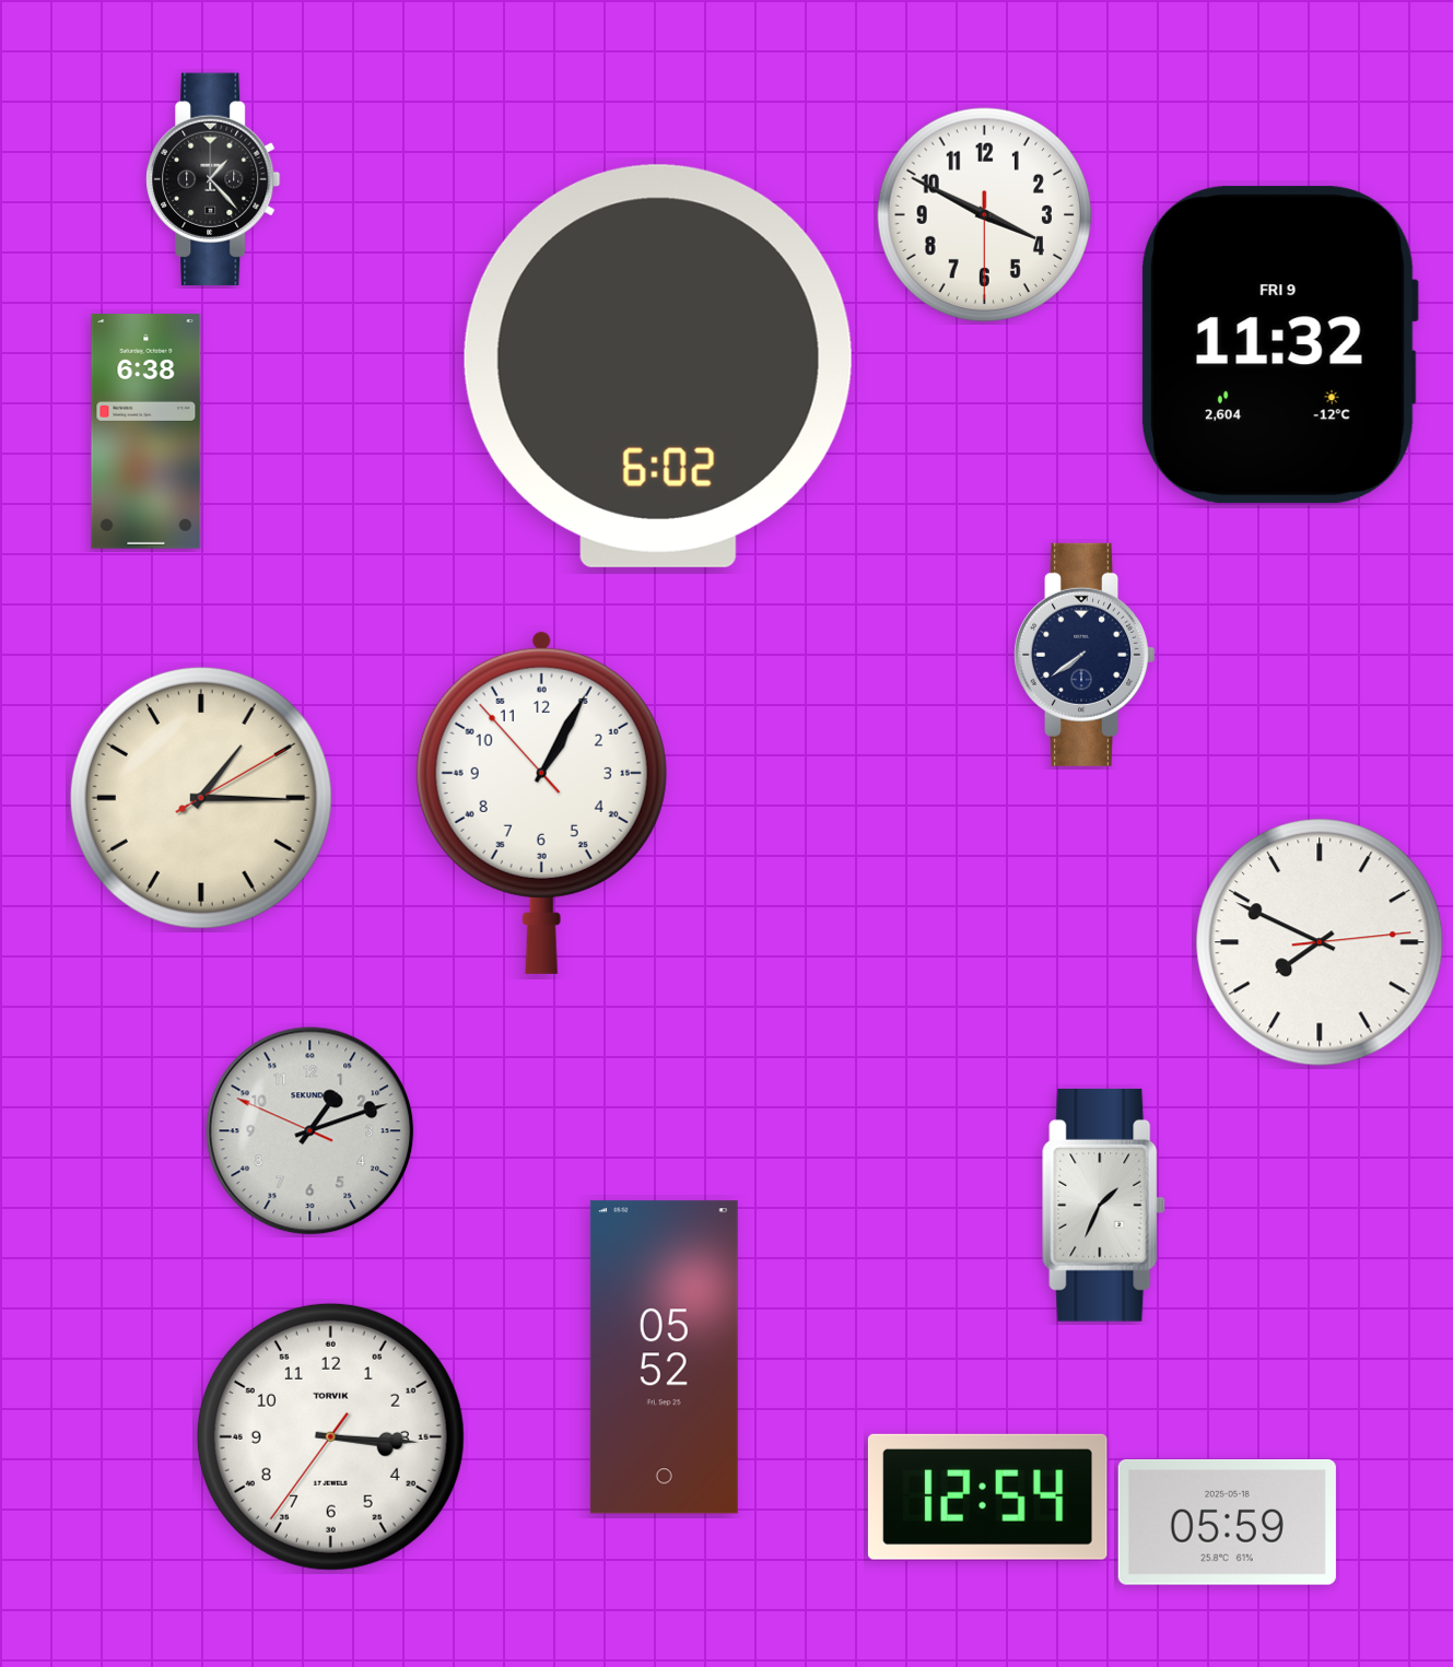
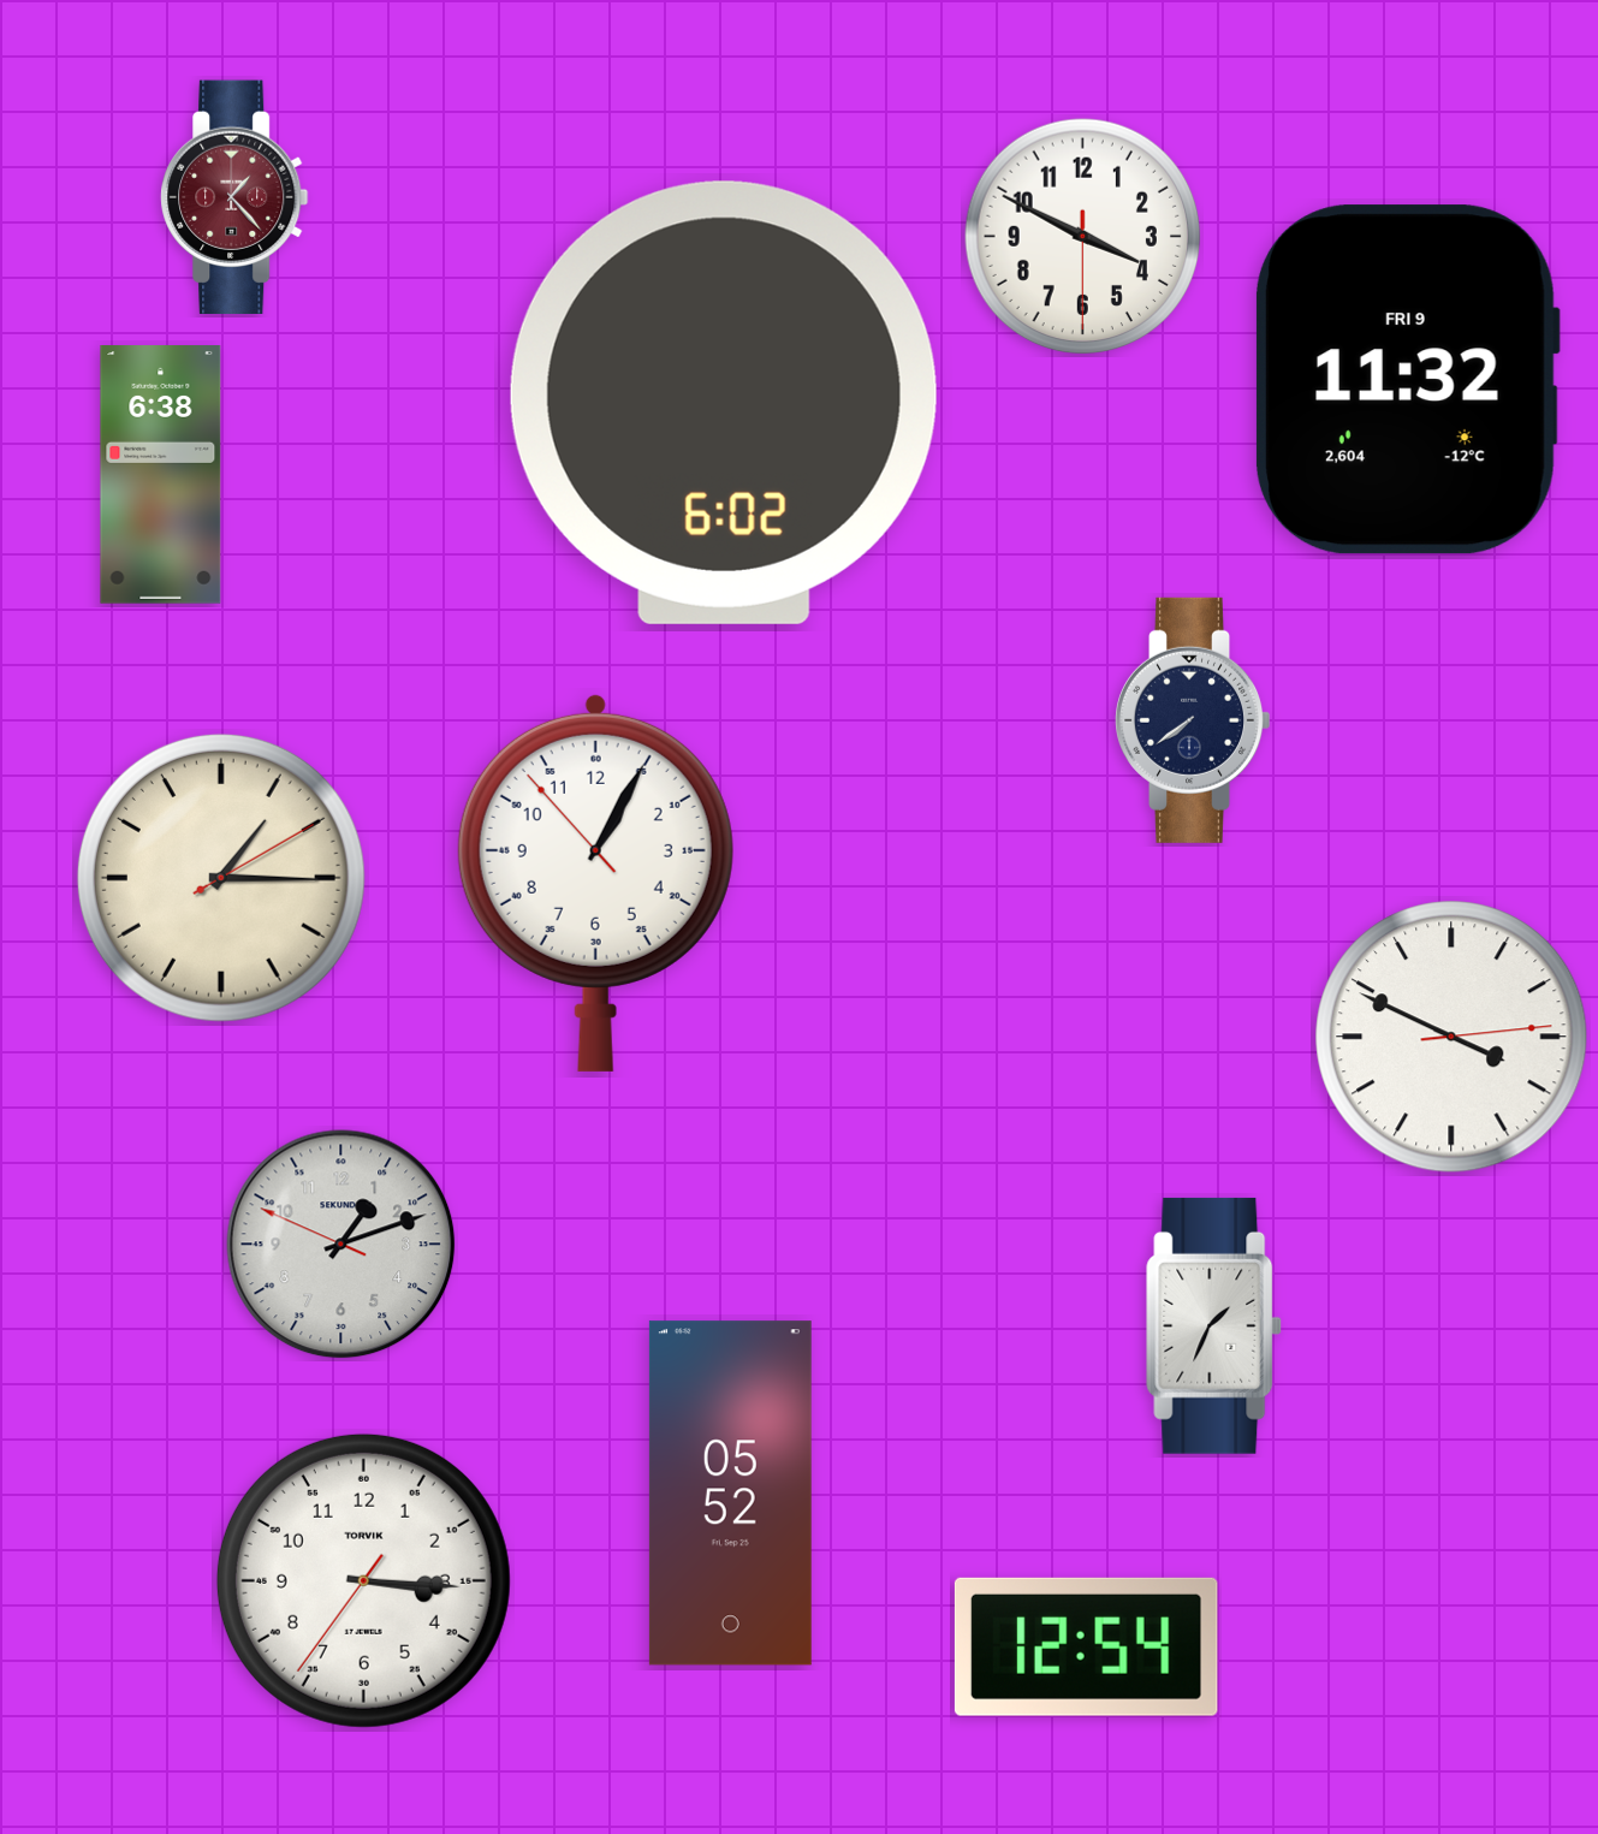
clock at (213, 178) dial: black -> burgundy
clock at (1320, 942): 7:49 -> 3:49
clock at (1227, 1522): 05:59 -> none
